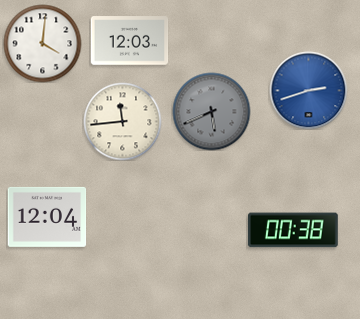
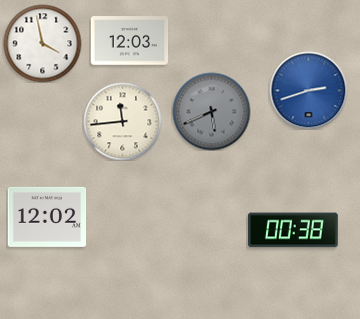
clock at (42, 43): 4:01 -> 3:58
clock at (47, 217): 12:04 -> 12:02
